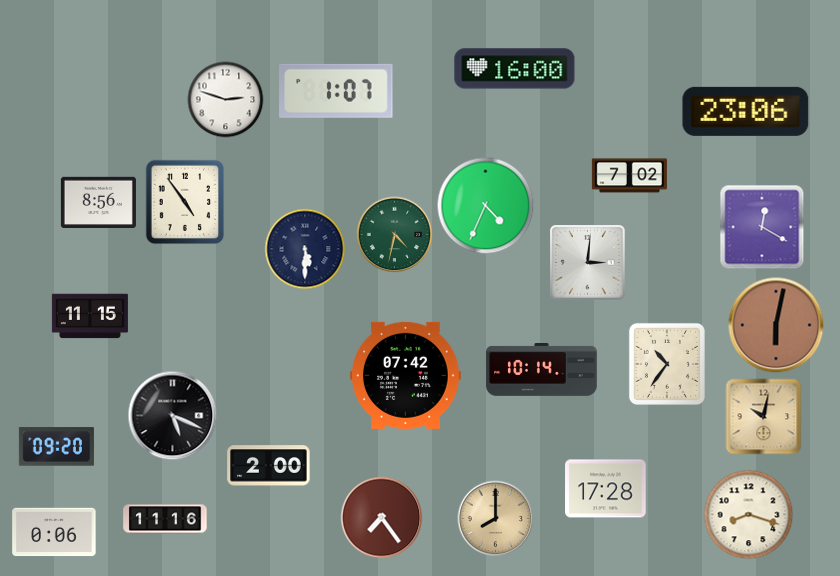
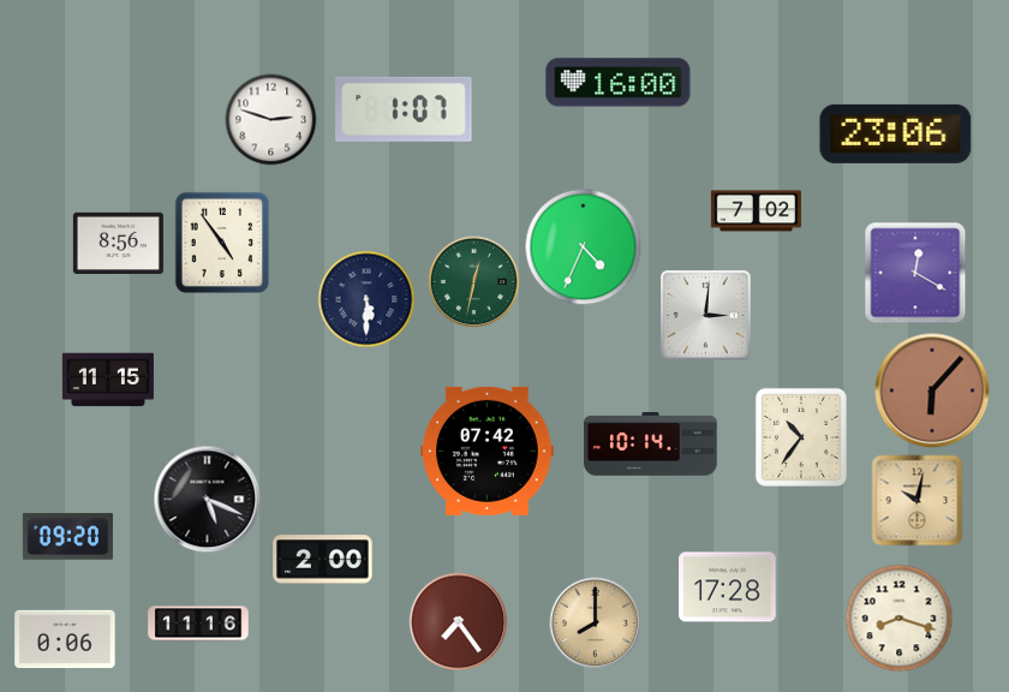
clock at (395, 235): 4:32 -> 12:32
clock at (776, 325): 6:02 -> 6:07
